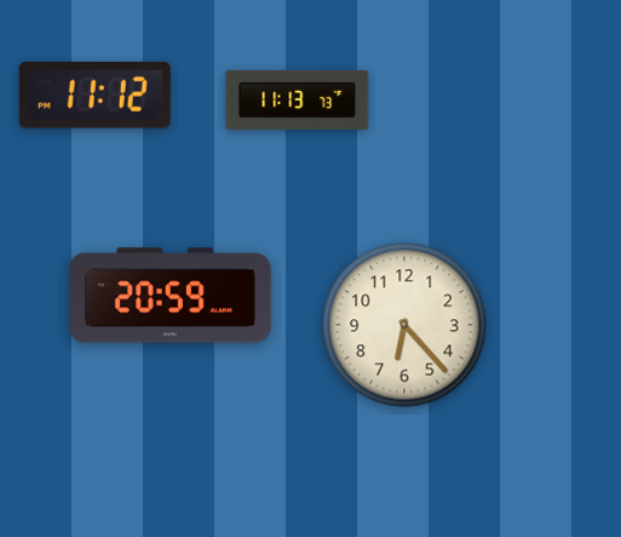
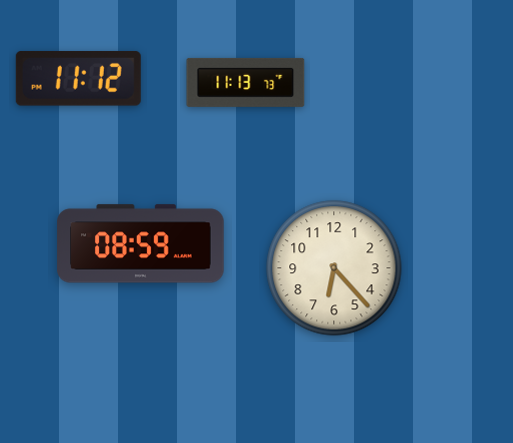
clock at (171, 296): 20:59 -> 08:59
